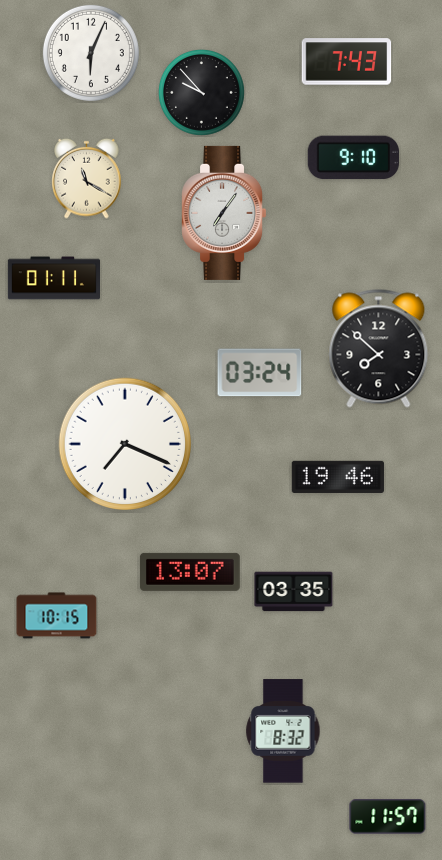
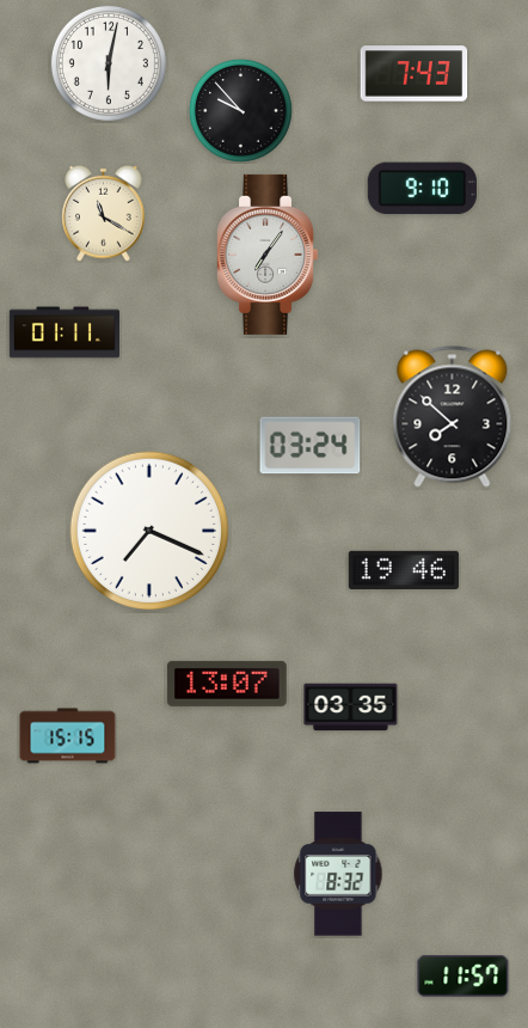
clock at (91, 53): 6:04 -> 6:02
clock at (57, 616): 10:15 -> 15:15
